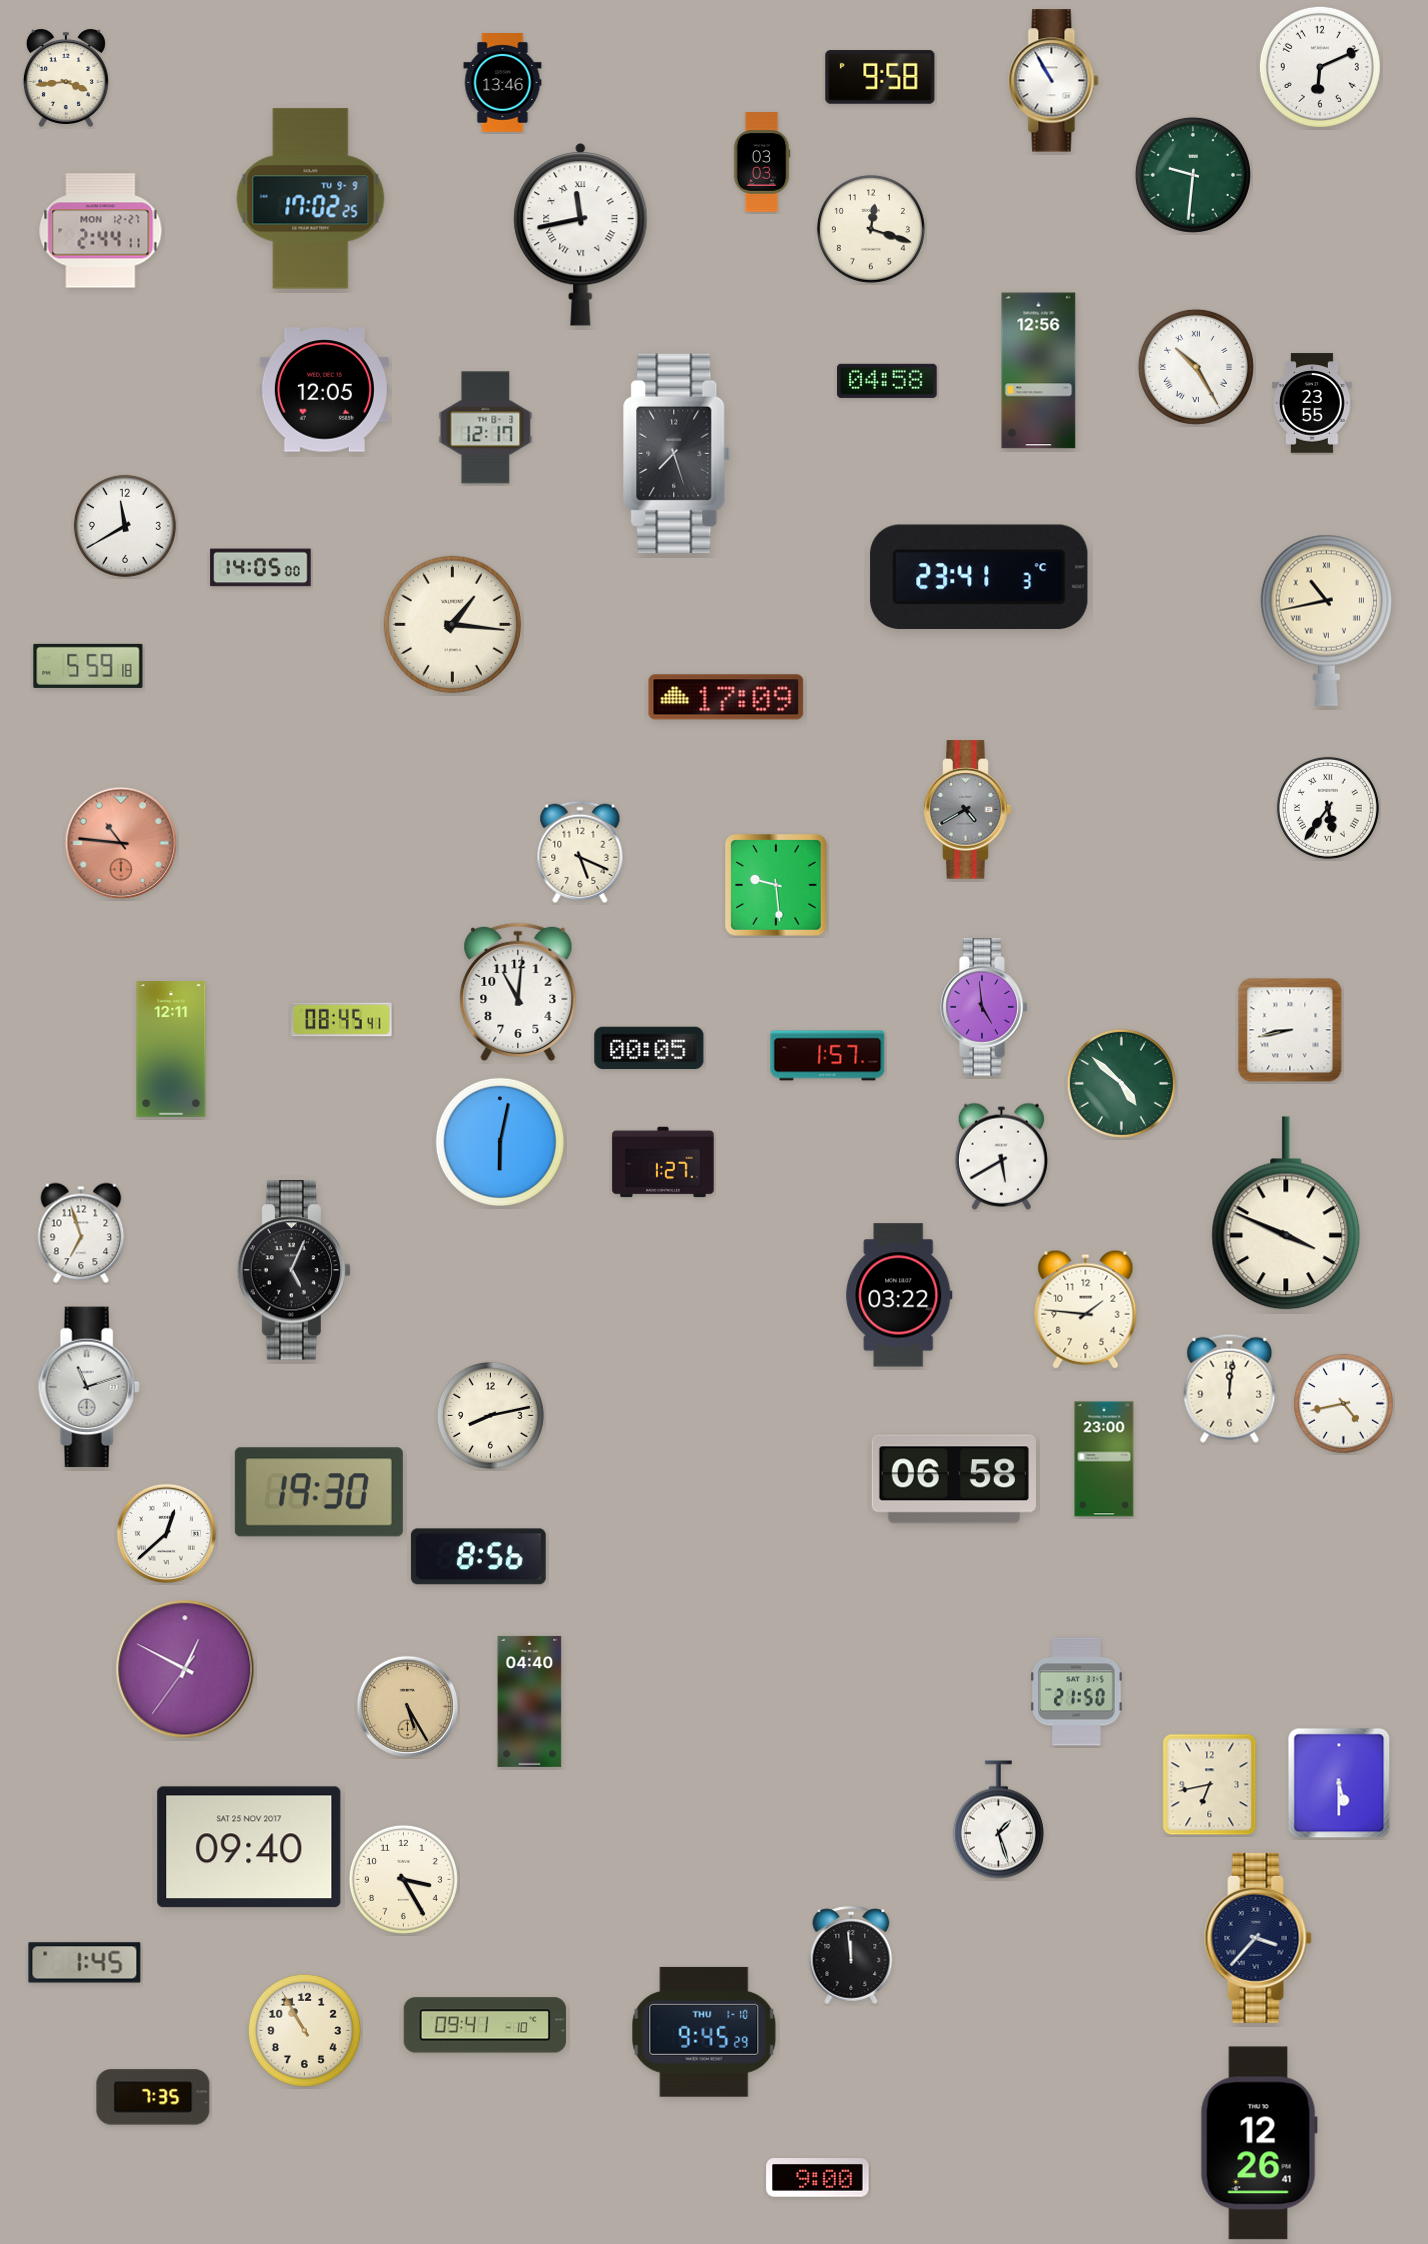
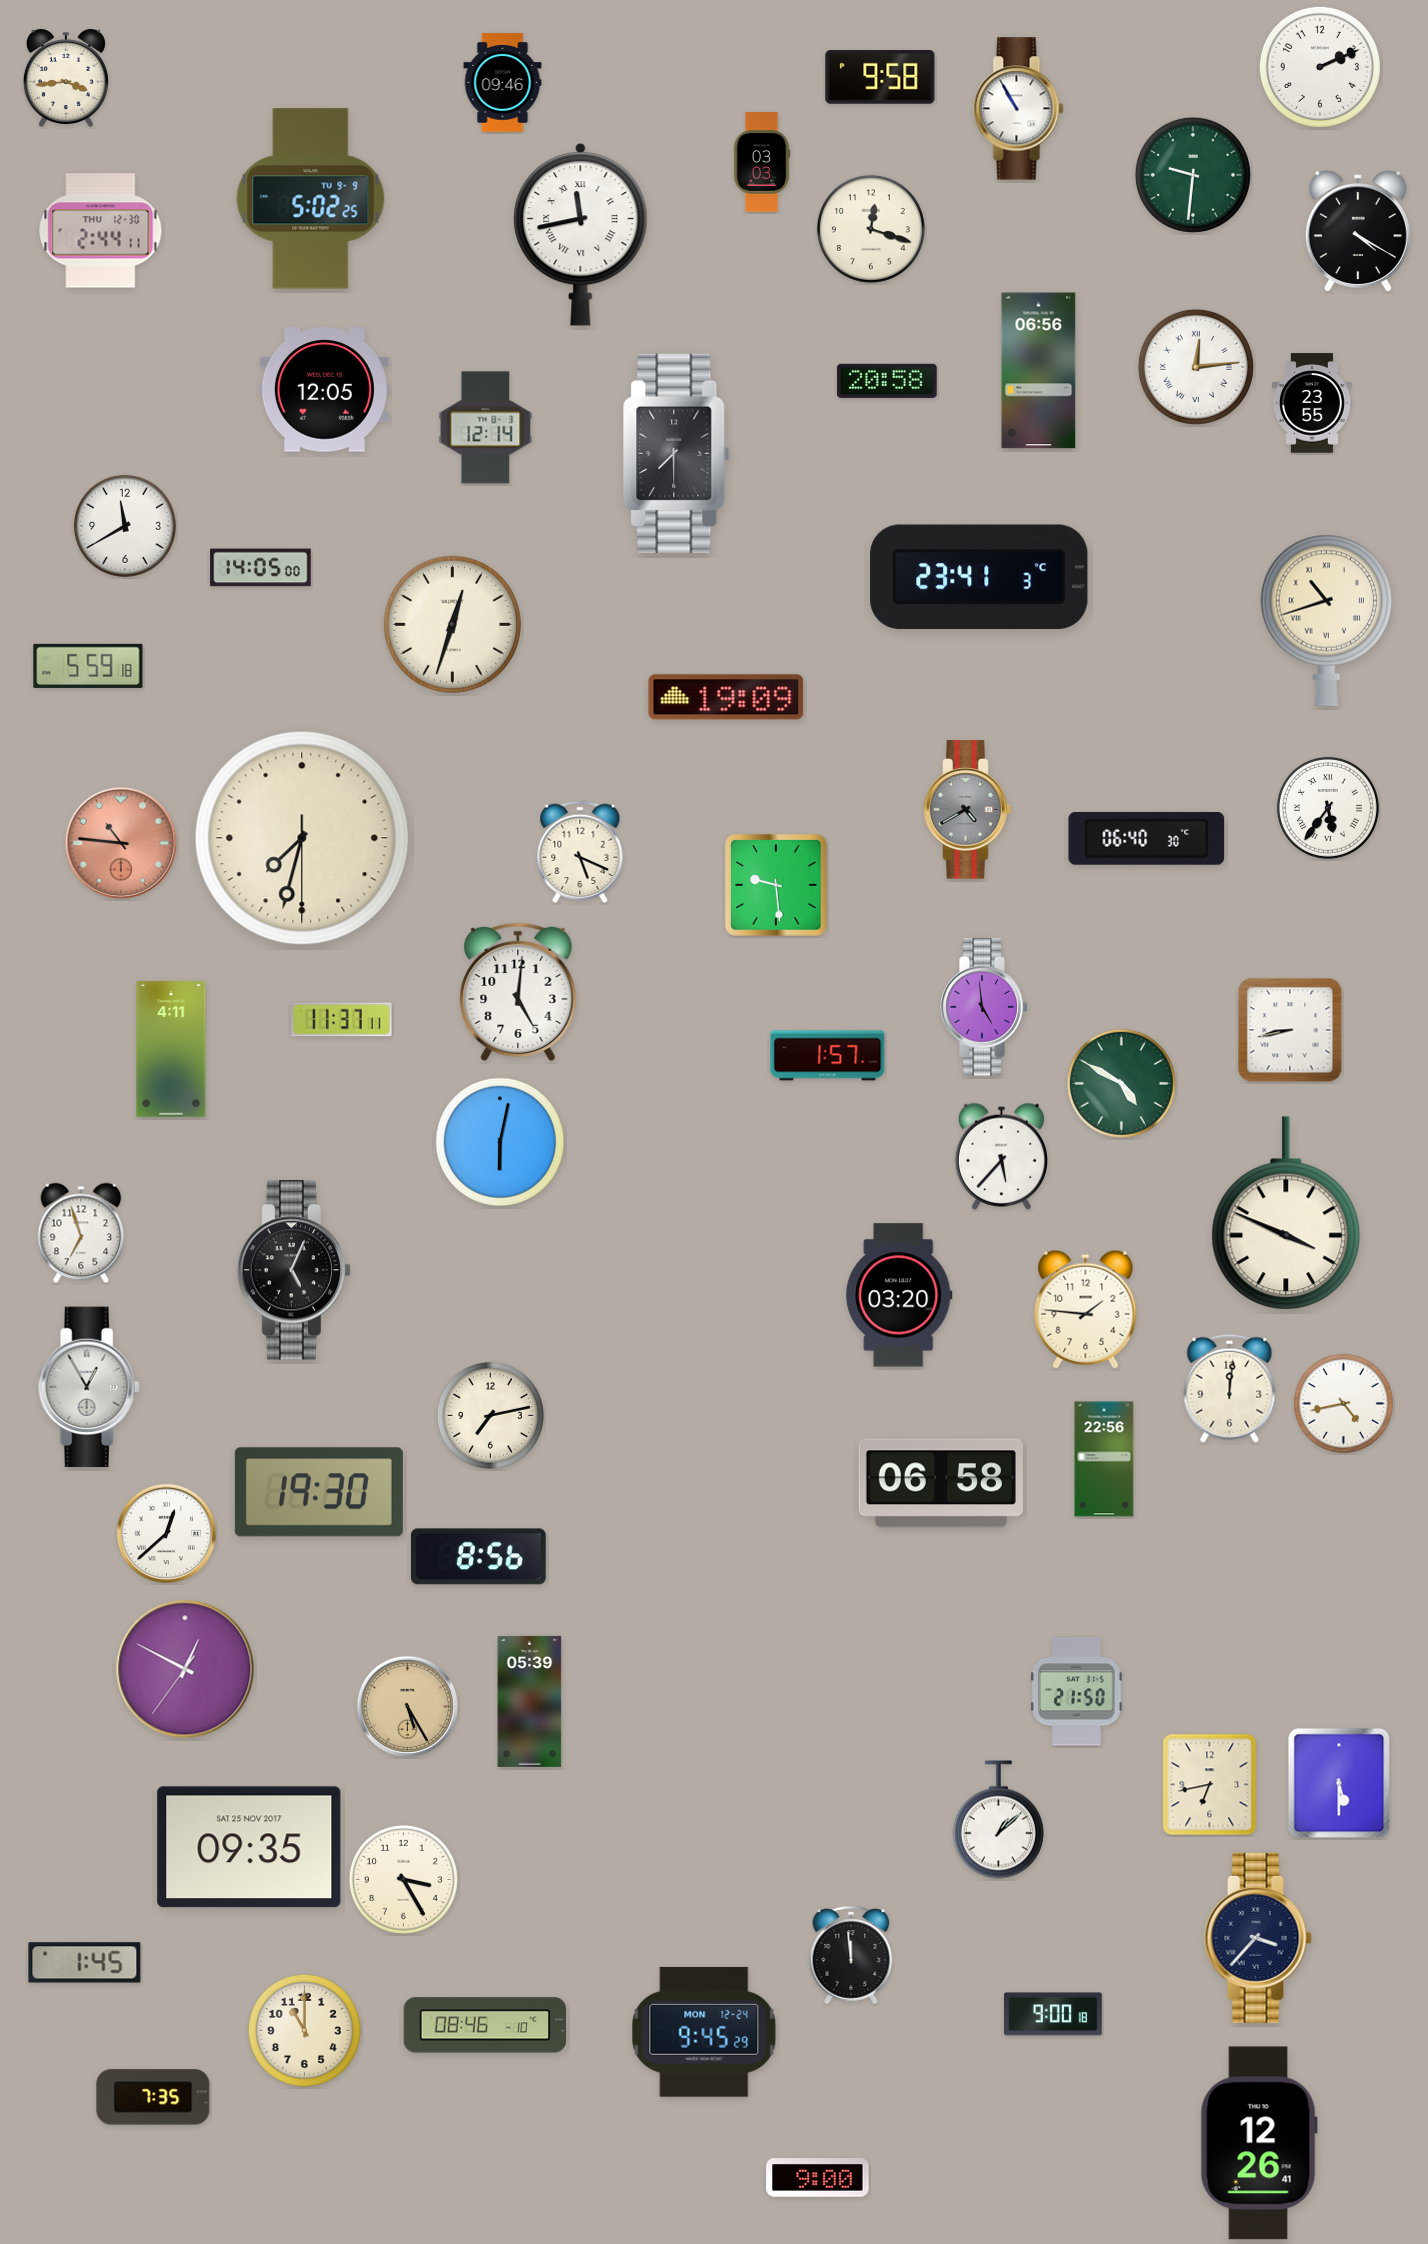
clock at (1320, 67): 6:11 -> 2:11
clock at (1054, 81) position: (1054, 81) -> (1019, 109)
clock at (503, 83): 13:46 -> 09:46
clock at (311, 199): 17:02 -> 5:02
clock at (101, 231) date: MON 12-27 -> THU 12-30
clock at (1358, 231): none -> 4:20
clock at (1196, 367): 10:25 -> 12:14
clock at (1039, 371): 12:56 -> 06:56
clock at (887, 381): 04:58 -> 20:58
clock at (486, 428): 12:17 -> 12:14
clock at (677, 453): 7:27 -> 7:30
clock at (1326, 620): 10:43 -> 10:42
clock at (452, 624): 1:16 -> 12:33
clock at (726, 697): 17:09 -> 19:09
clock at (302, 838): none -> 7:32
clock at (1147, 838): none -> 06:40
clock at (518, 992): 11:01 -> 5:01
clock at (342, 1020): 08:45 -> 11:37
clock at (649, 1047): 00:05 -> none
clock at (171, 1049): 12:11 -> 4:11
clock at (1121, 1083): 4:52 -> 4:50
clock at (1001, 1156): 5:40 -> 5:37
clock at (663, 1162): 1:27 -> none
clock at (899, 1295): 03:22 -> 03:20
clock at (89, 1387): 11:12 -> 12:55
clock at (490, 1415): 8:13 -> 7:13
clock at (1104, 1459): 23:00 -> 22:56
clock at (954, 1479) position: (954, 1479) -> (941, 1483)
clock at (530, 1701): 04:40 -> 05:39
clock at (998, 1820): 1:27 -> 1:08
clock at (249, 1847): 09:40 -> 09:35
clock at (1054, 2014): none -> 9:00
clock at (485, 2025): 09:41 -> 08:46
clock at (304, 2030): 10:55 -> 11:00
clock at (704, 2032) date: THU 1-10 -> MON 12-24
